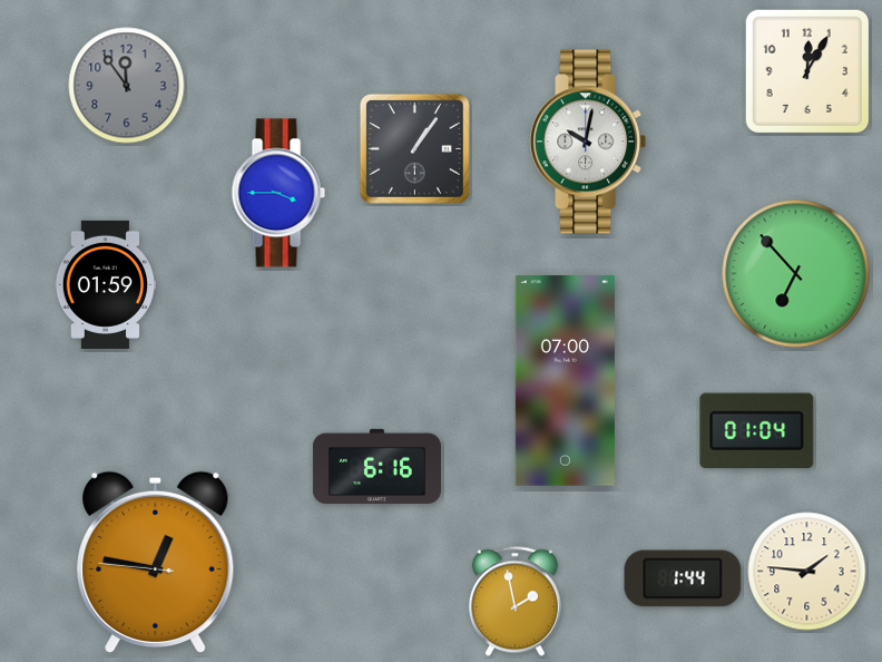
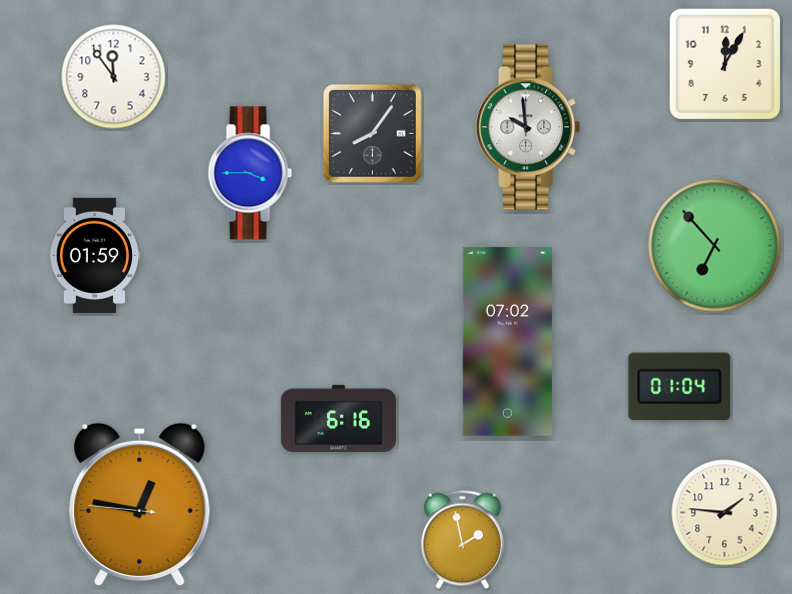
clock at (127, 86) dial: grey -> white
clock at (588, 142): 10:02 -> 9:59
clock at (414, 148): 1:06 -> 8:06
clock at (565, 381): 07:00 -> 07:02
clock at (683, 578): 1:44 -> none
